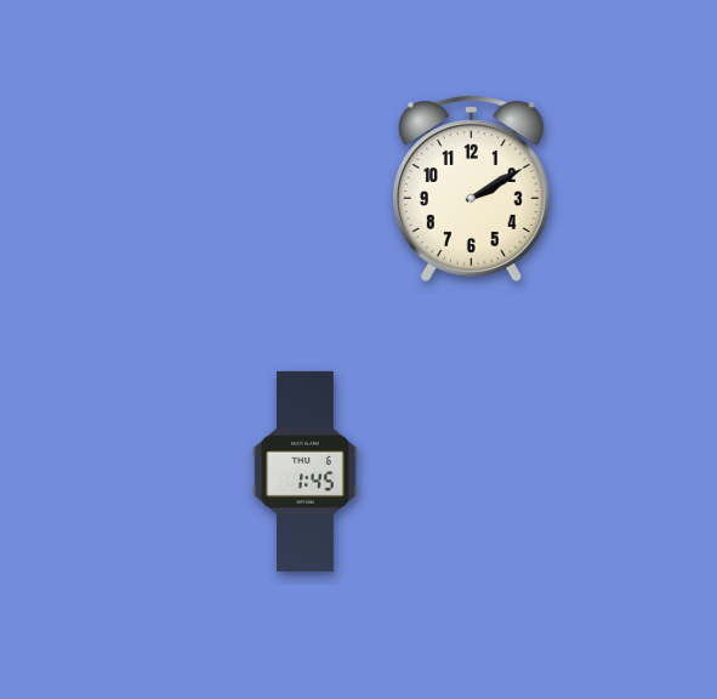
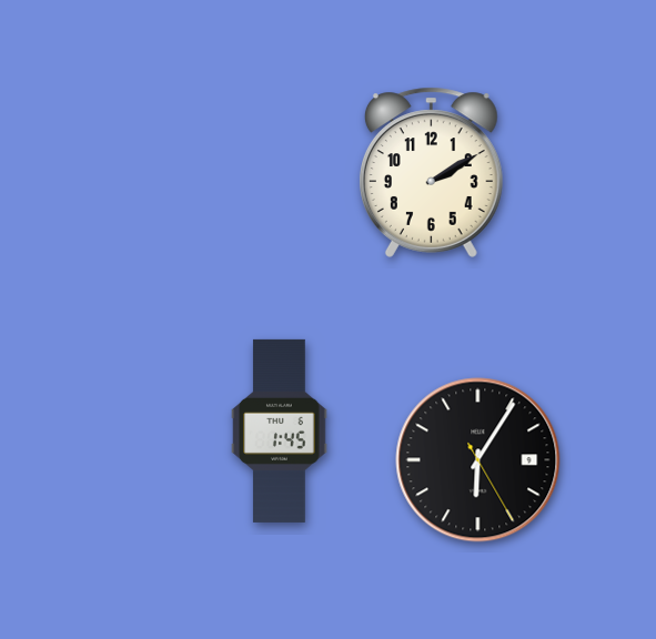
clock at (478, 460): none -> 6:05
